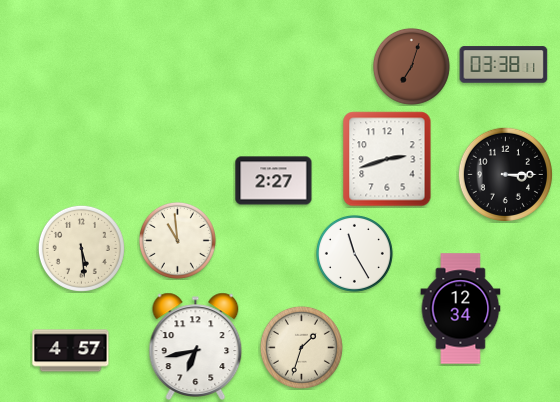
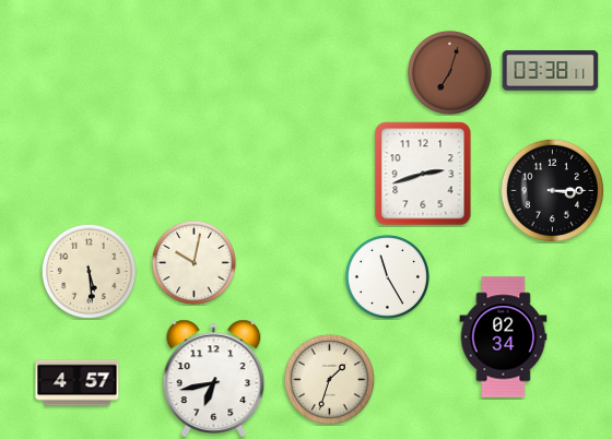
clock at (274, 181): 2:27 -> none
clock at (177, 240): 10:59 -> 10:02
clock at (461, 309): 12:34 -> 02:34
